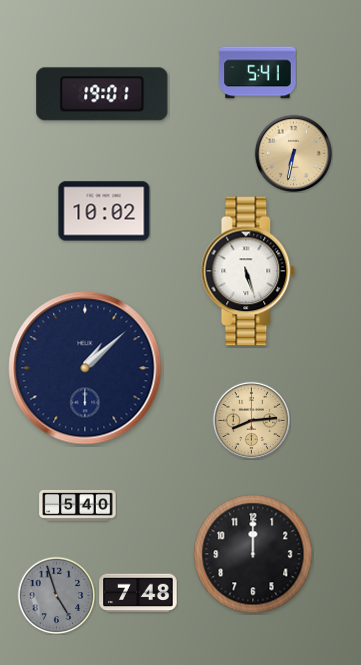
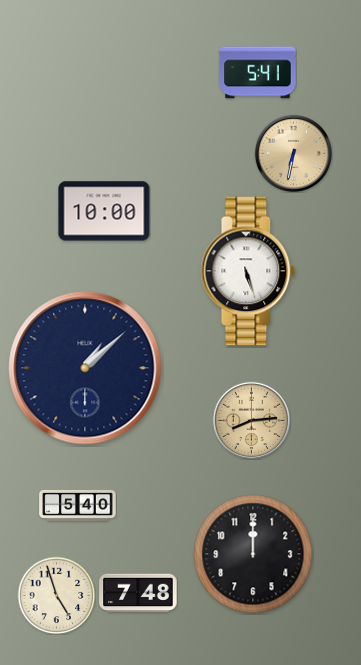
clock at (102, 94): 19:01 -> none
clock at (104, 211): 10:02 -> 10:00
clock at (56, 595) dial: grey -> cream
